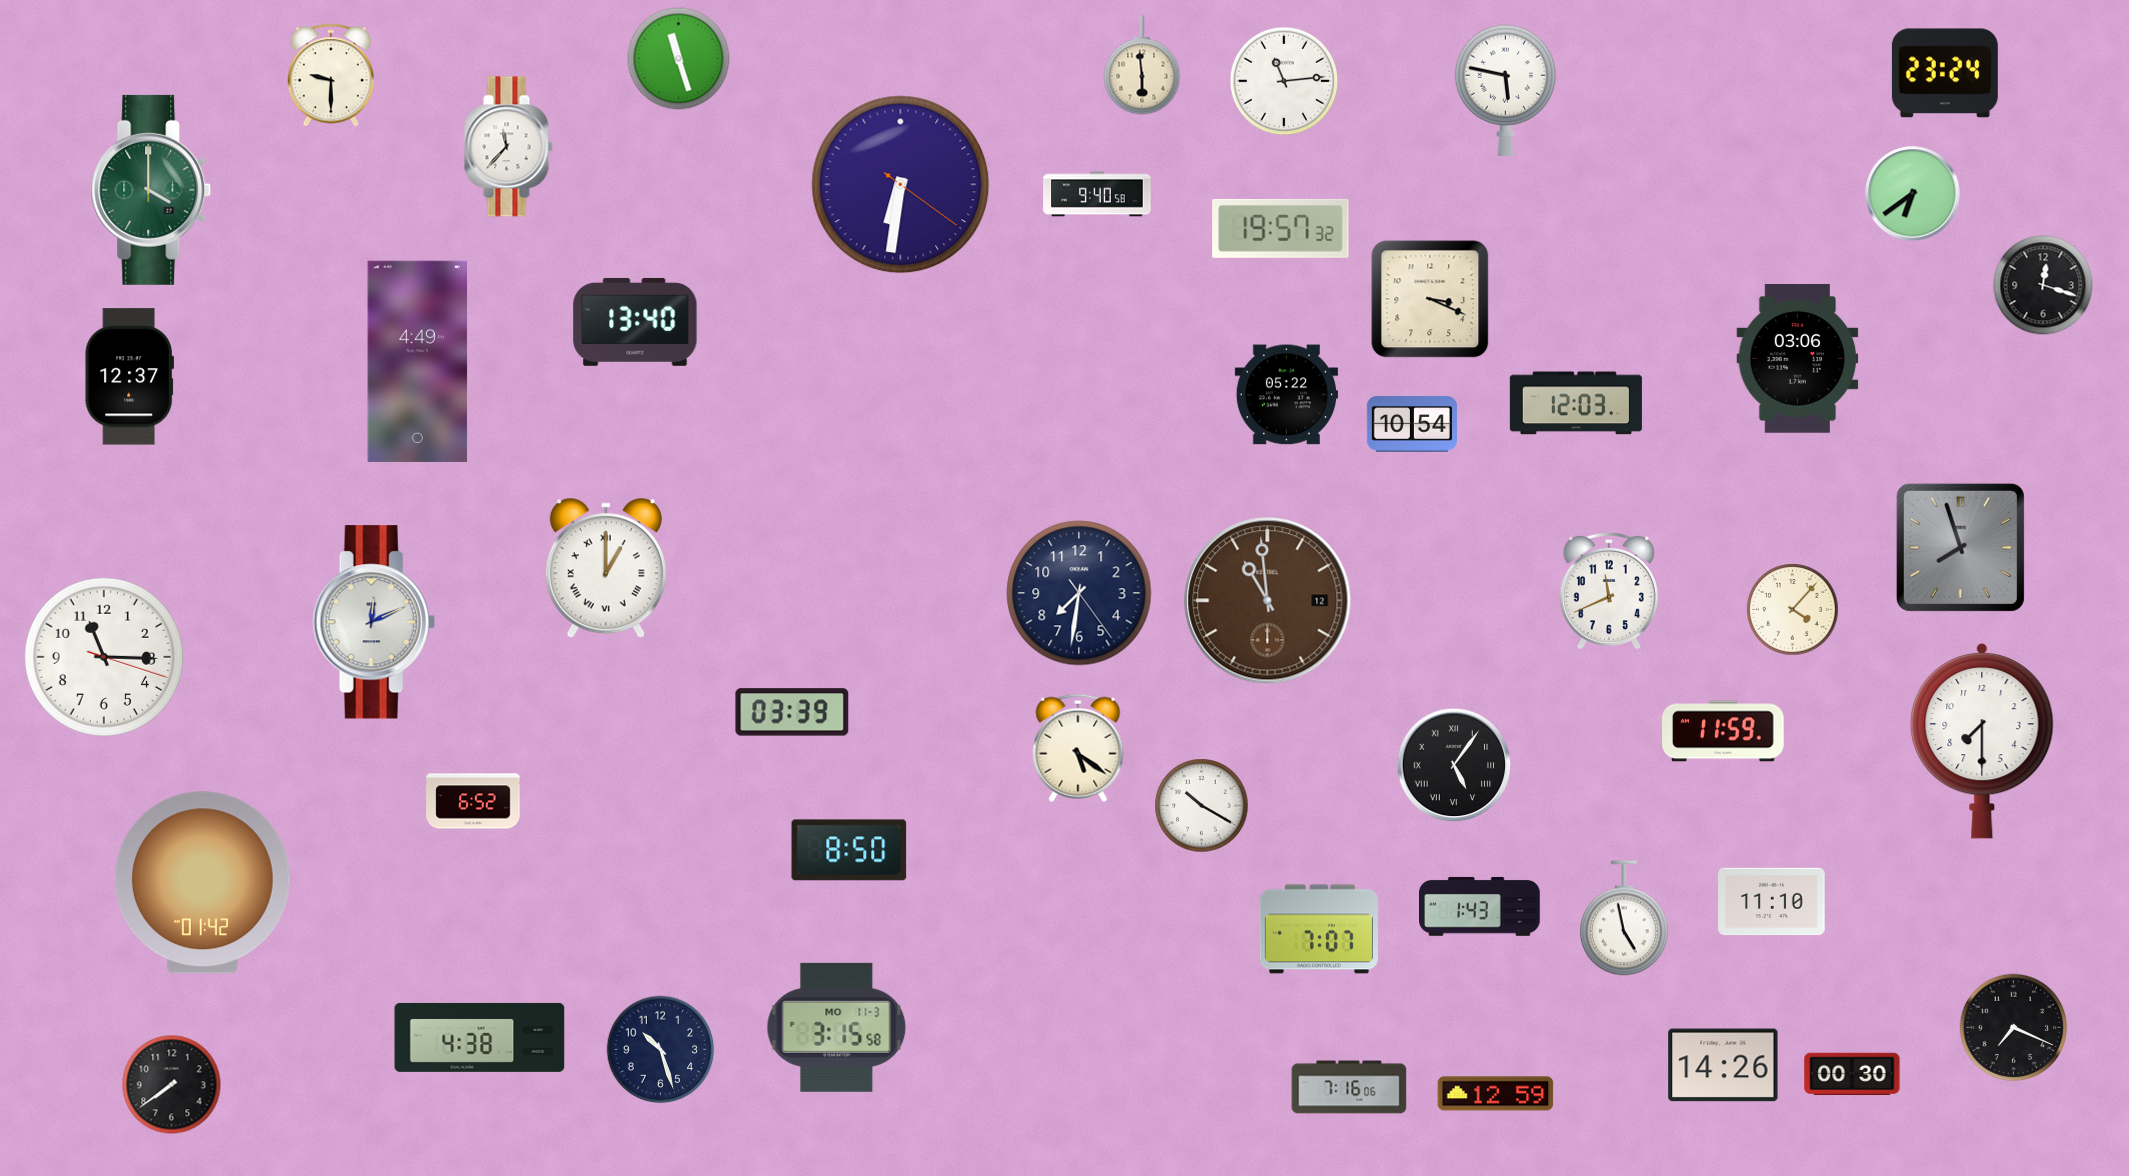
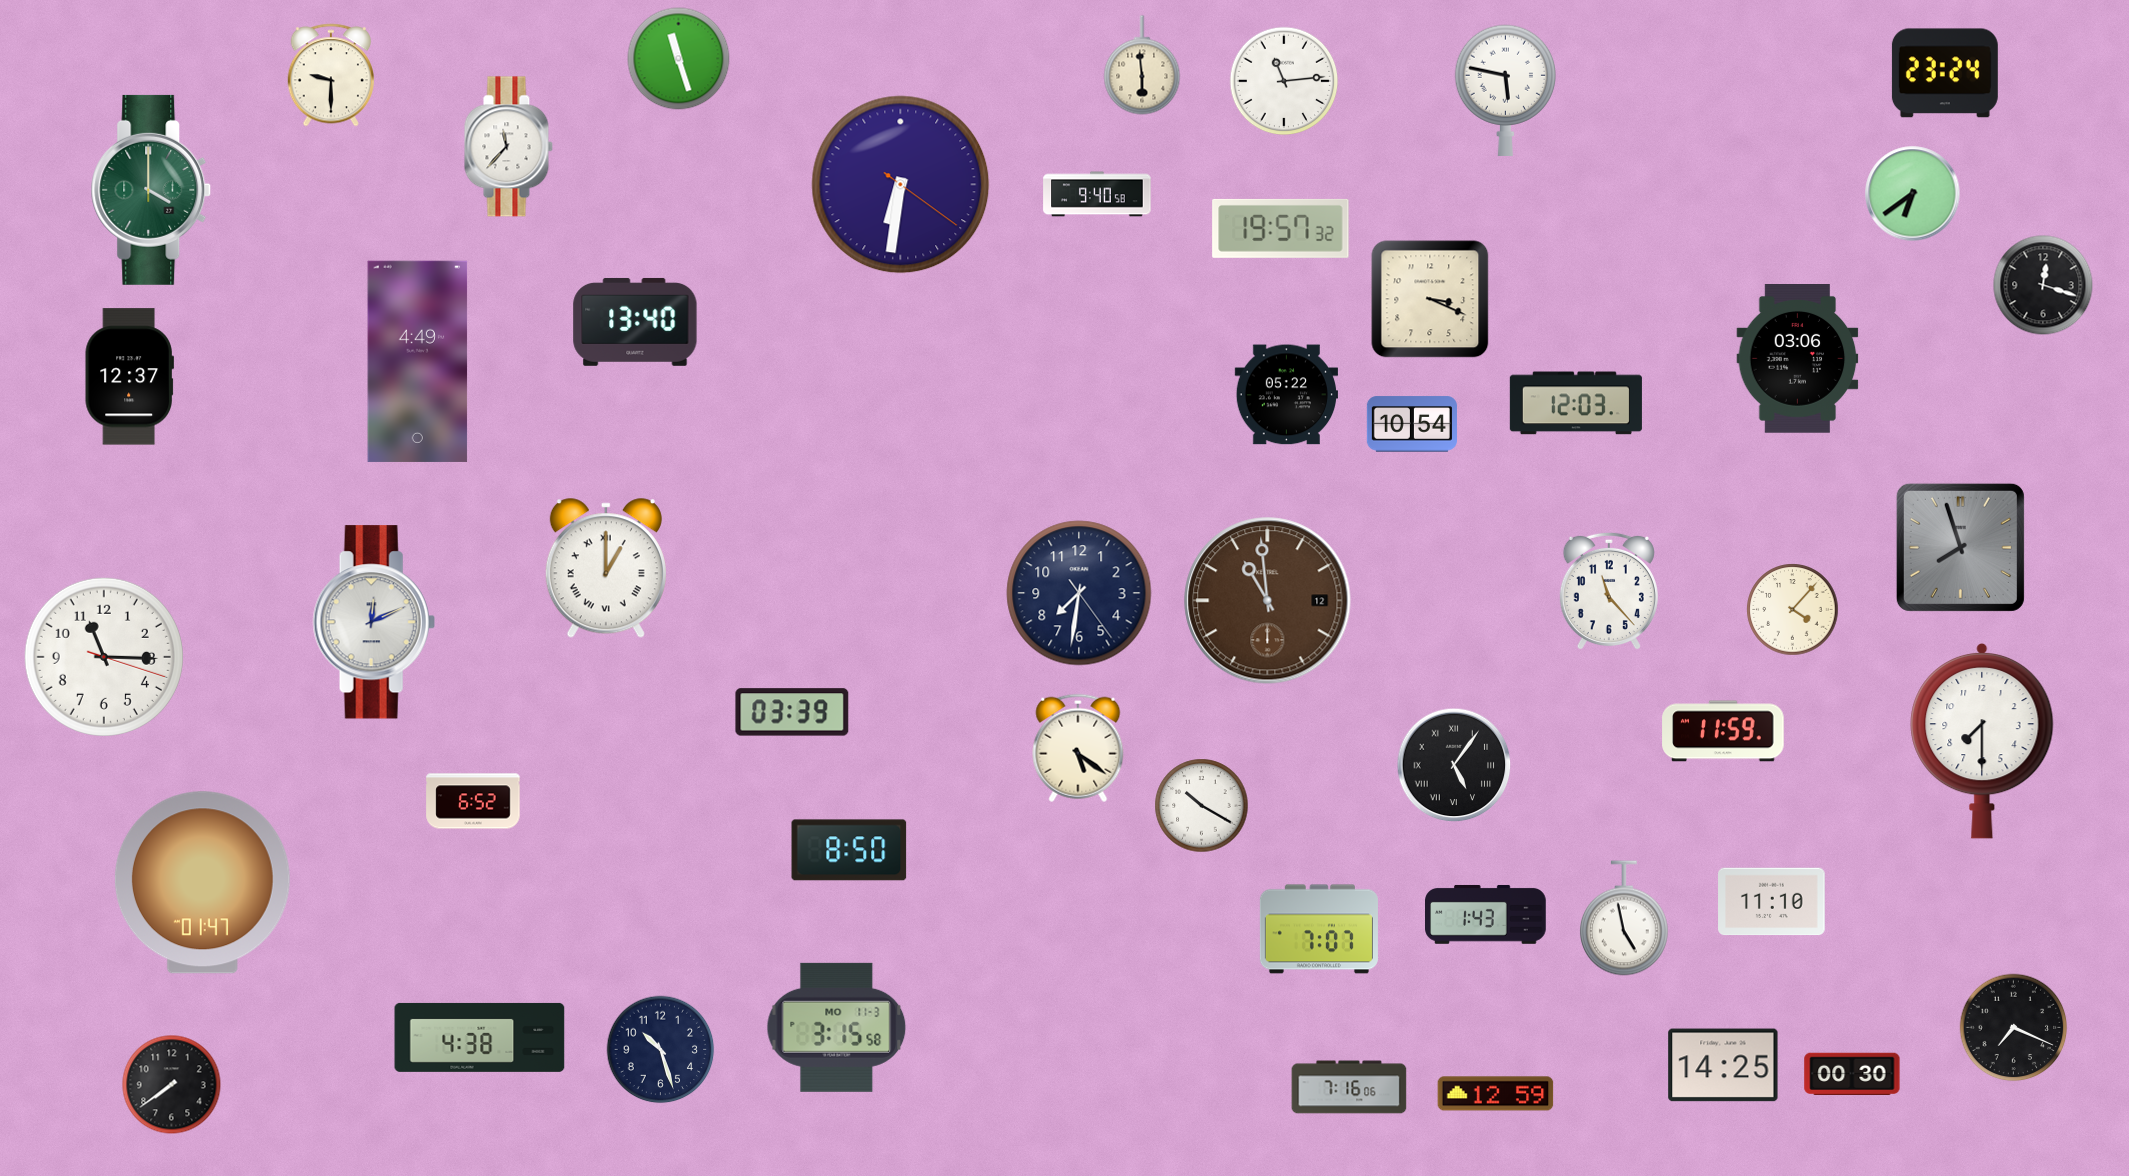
clock at (1609, 591): 11:41 -> 11:23
clock at (202, 883): 01:42 -> 01:47
clock at (1480, 906) position: (1480, 906) -> (1486, 914)
clock at (1723, 1065): 14:26 -> 14:25
